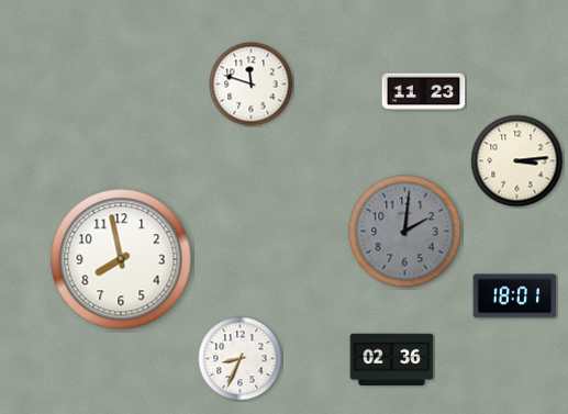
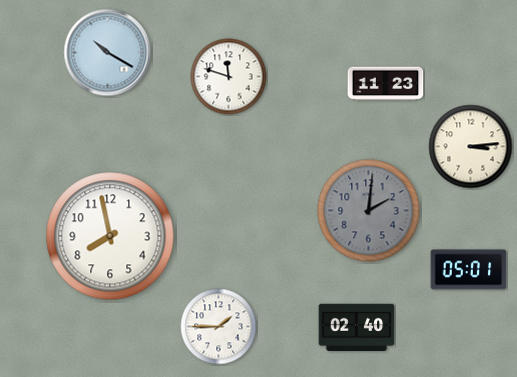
clock at (108, 53): none -> 10:20
clock at (515, 296): 18:01 -> 05:01
clock at (241, 359): 8:34 -> 1:45
clock at (392, 360): 02:36 -> 02:40
